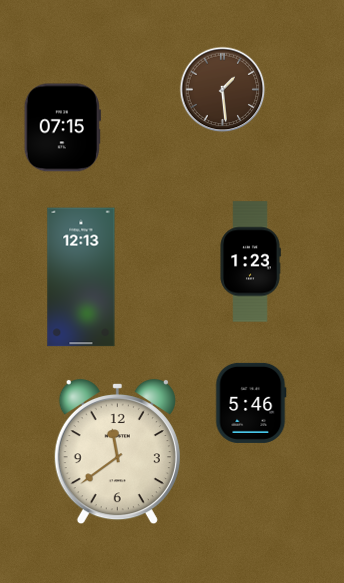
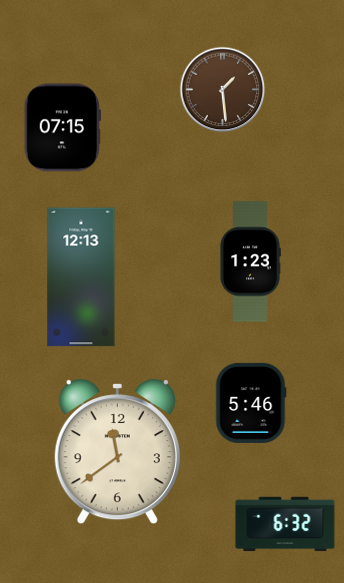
clock at (285, 524): none -> 6:32
